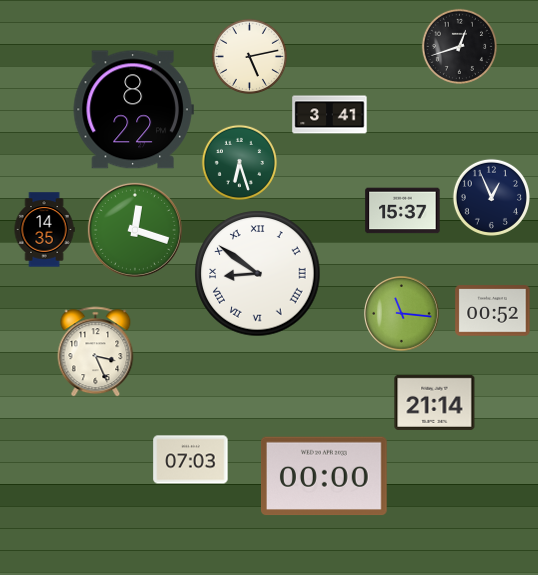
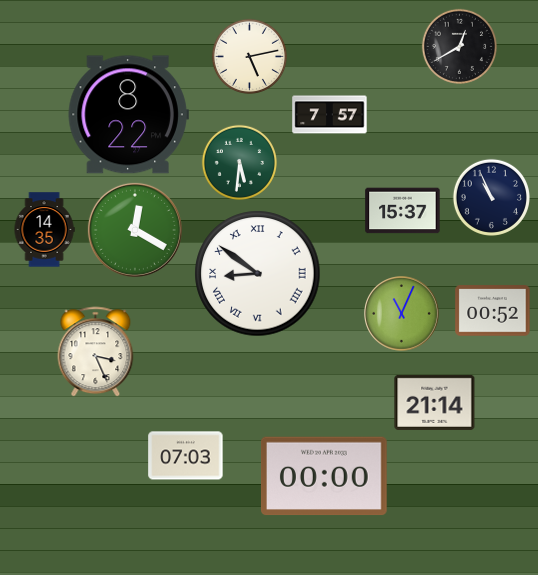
clock at (459, 46): 12:42 -> 12:40
clock at (133, 110) position: (133, 110) -> (128, 115)
clock at (330, 115): 3:41 -> 7:57
clock at (239, 162): 6:27 -> 5:31
clock at (491, 197): 12:56 -> 10:56
clock at (135, 230): 12:18 -> 12:20
clock at (402, 314): 11:16 -> 11:04
clock at (191, 460) position: (191, 460) -> (186, 456)
